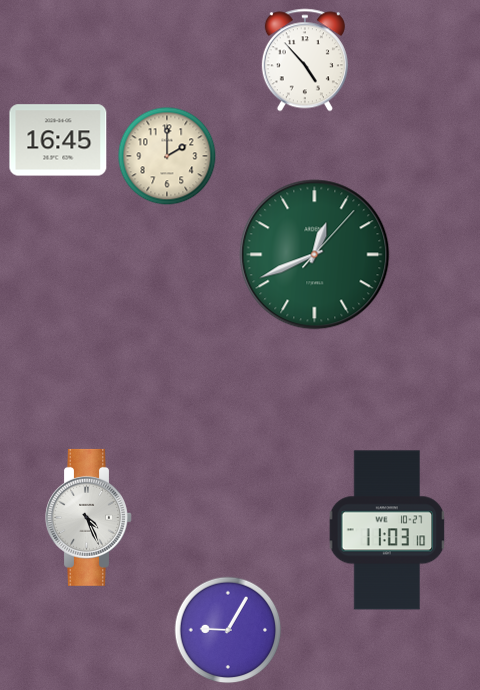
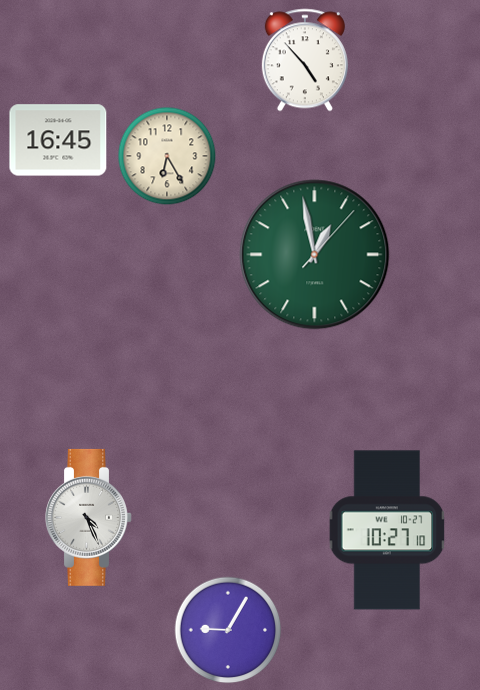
clock at (167, 156): 2:00 -> 6:25
clock at (315, 255): 12:41 -> 12:58
clock at (387, 530): 11:03 -> 10:27
